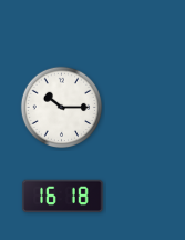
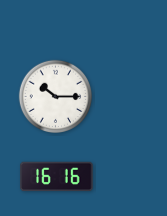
clock at (63, 197): 16:18 -> 16:16
